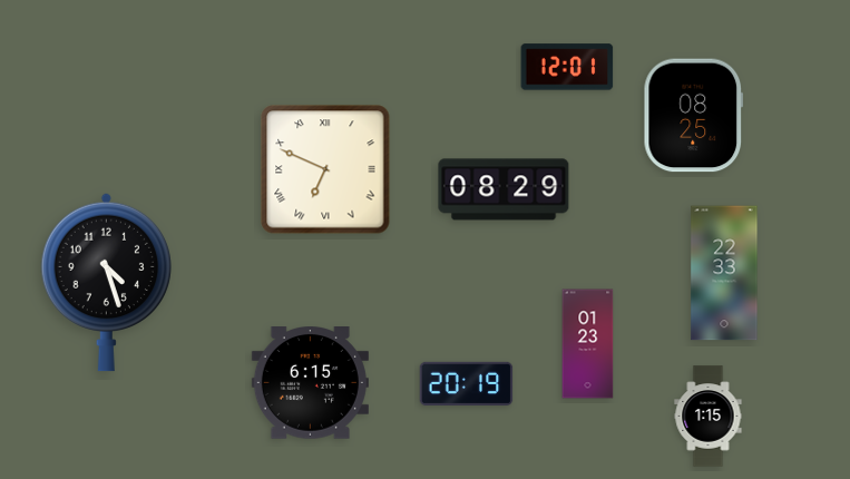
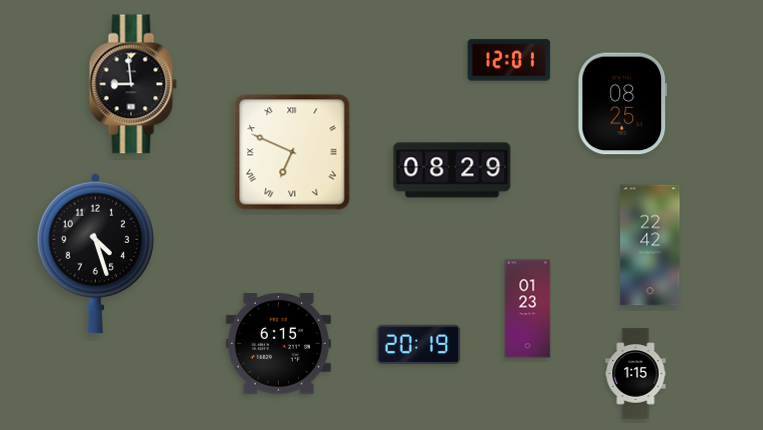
clock at (133, 84): none -> 8:59
clock at (724, 273): 22:33 -> 22:42
